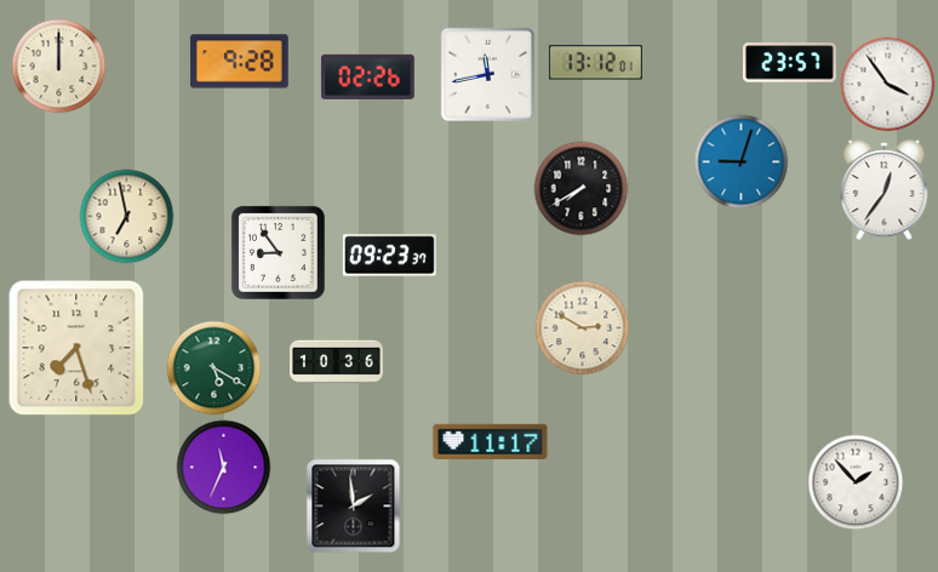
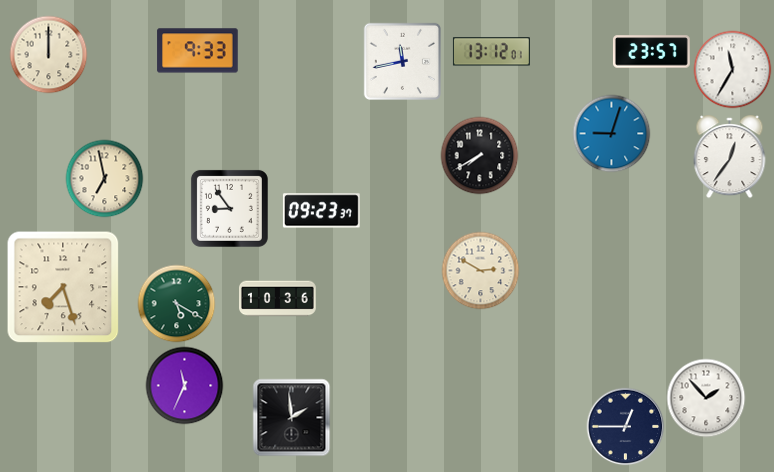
clock at (240, 62): 9:28 -> 9:33
clock at (367, 76): 02:26 -> none
clock at (887, 84): 3:54 -> 11:35
clock at (491, 441): 11:17 -> none
clock at (625, 426): none -> 12:45
